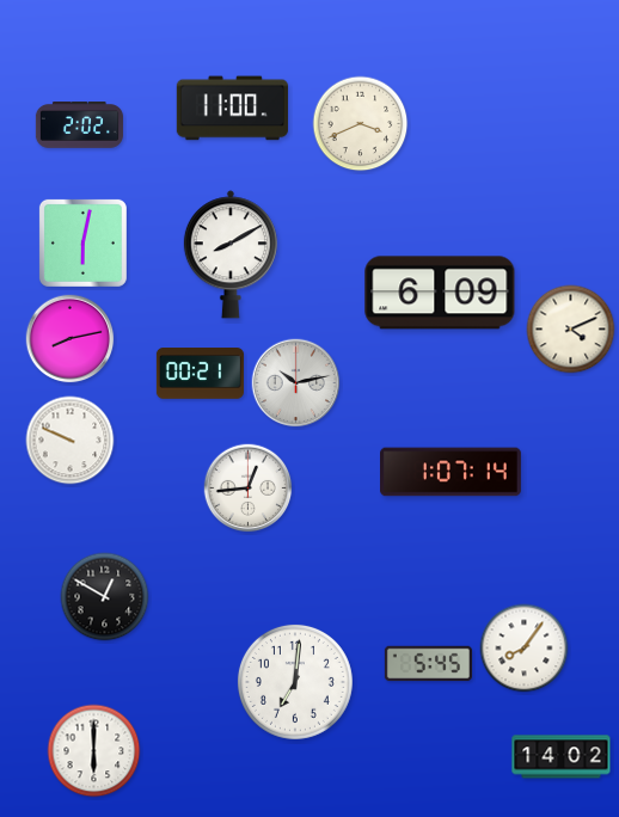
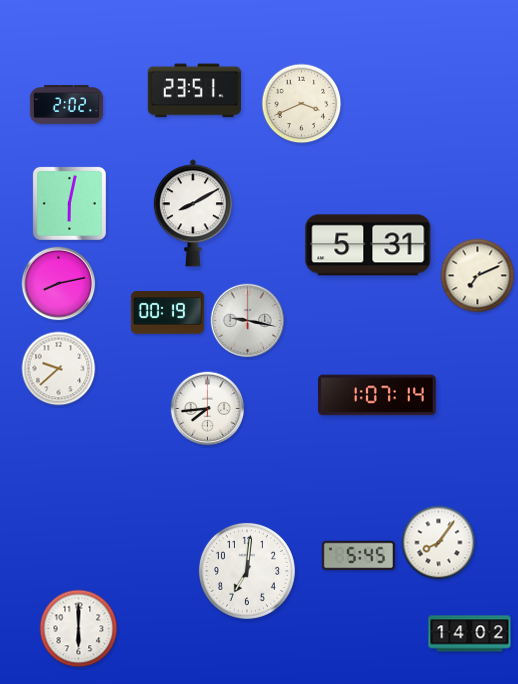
clock at (232, 109): 11:00 -> 23:51
clock at (440, 293): 6:09 -> 5:31
clock at (571, 330): 4:11 -> 7:11
clock at (200, 374): 00:21 -> 00:19
clock at (296, 383): 10:13 -> 9:17
clock at (71, 441): 9:49 -> 9:38
clock at (249, 489): 12:44 -> 7:44
clock at (105, 597): 12:50 -> none
